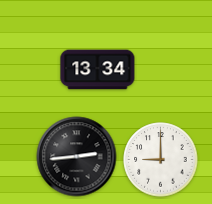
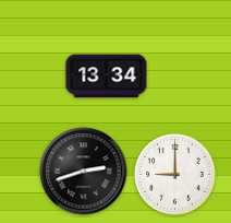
clock at (77, 157): 2:44 -> 2:42
